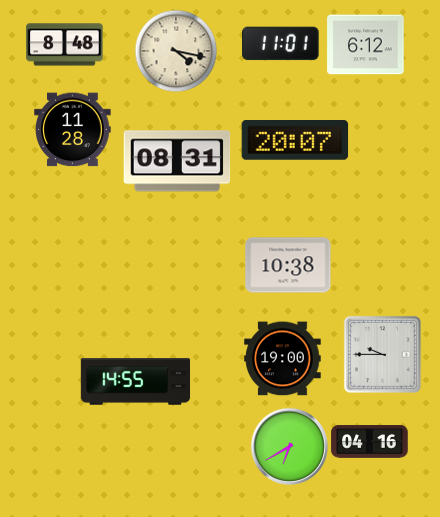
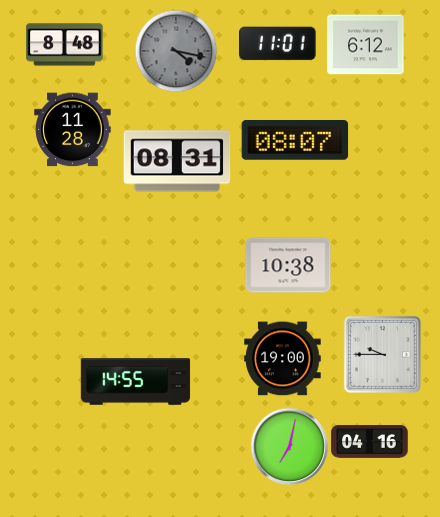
clock at (281, 44) position: (281, 44) -> (278, 44)
clock at (176, 51) dial: cream -> grey
clock at (295, 141): 20:07 -> 08:07
clock at (289, 446): 6:40 -> 7:02
